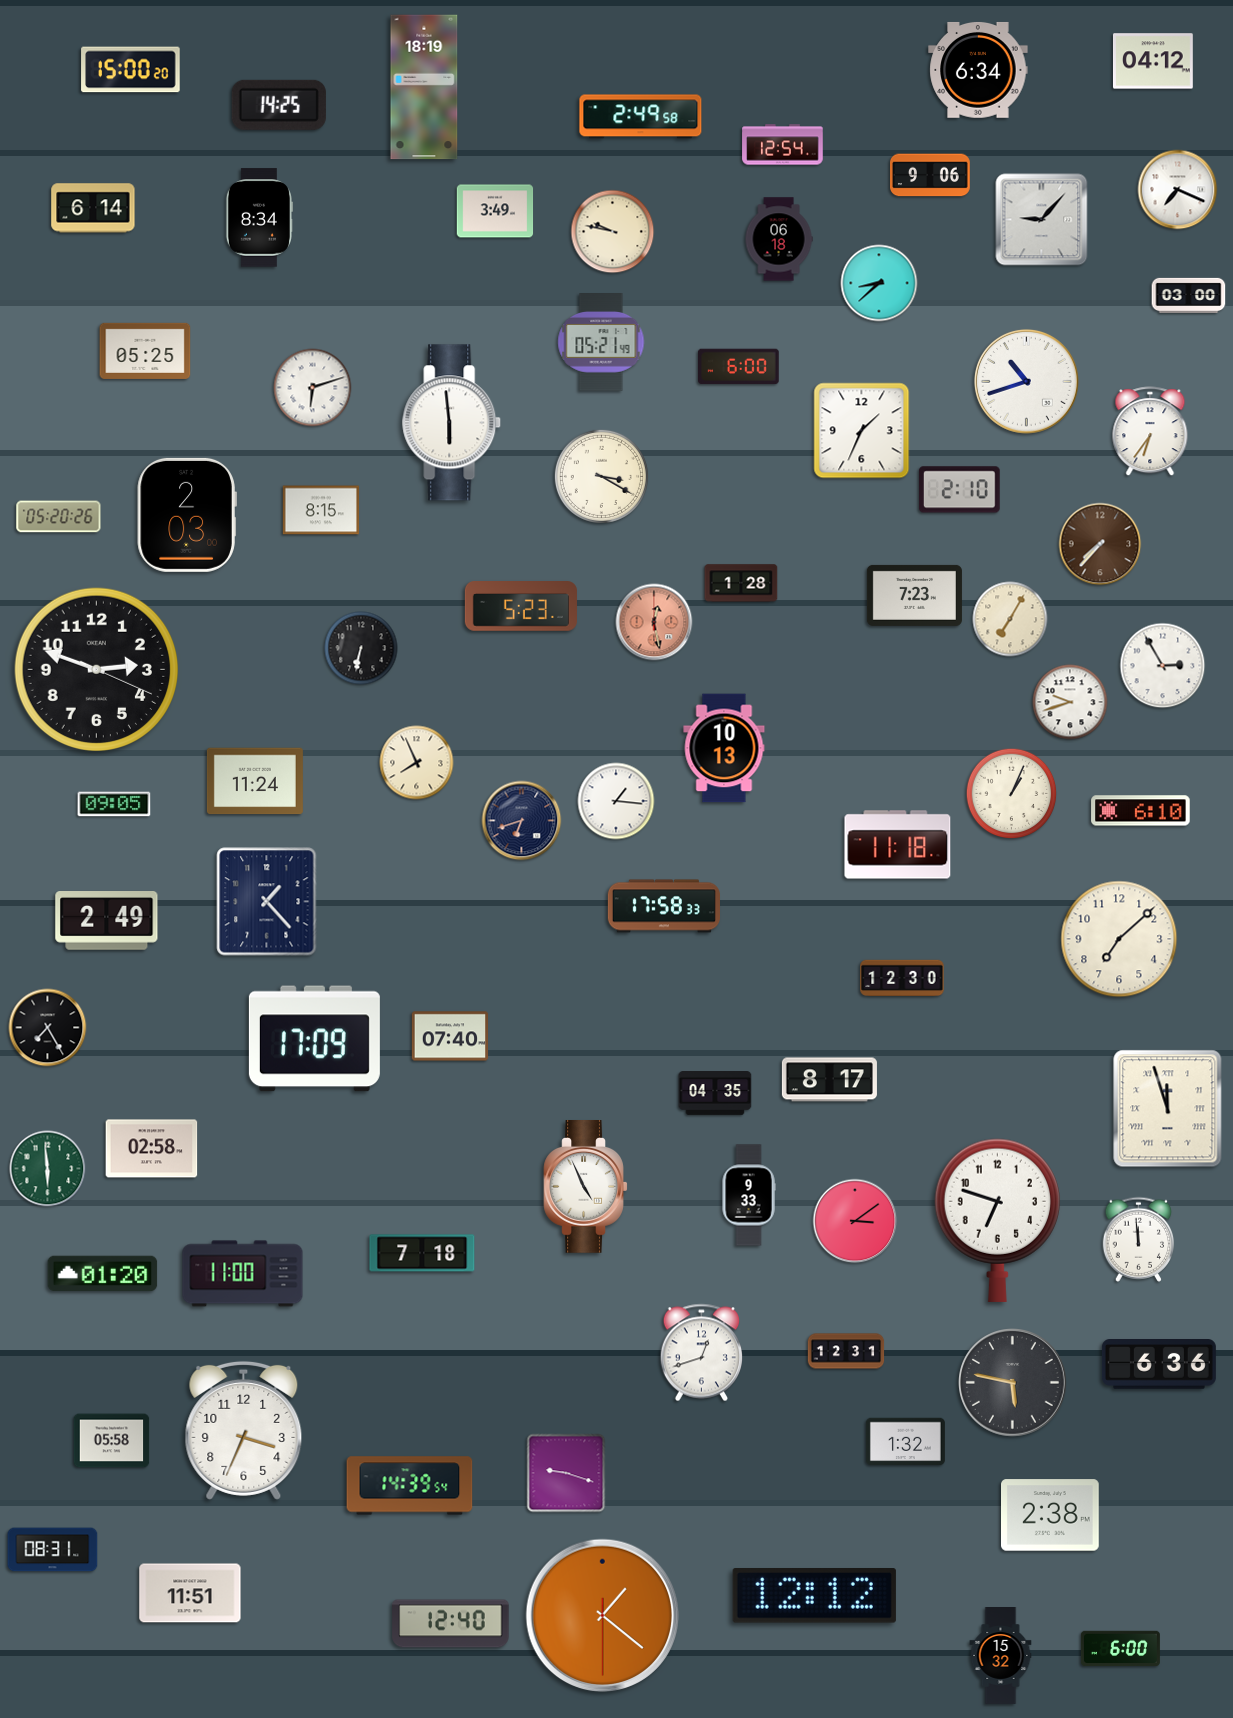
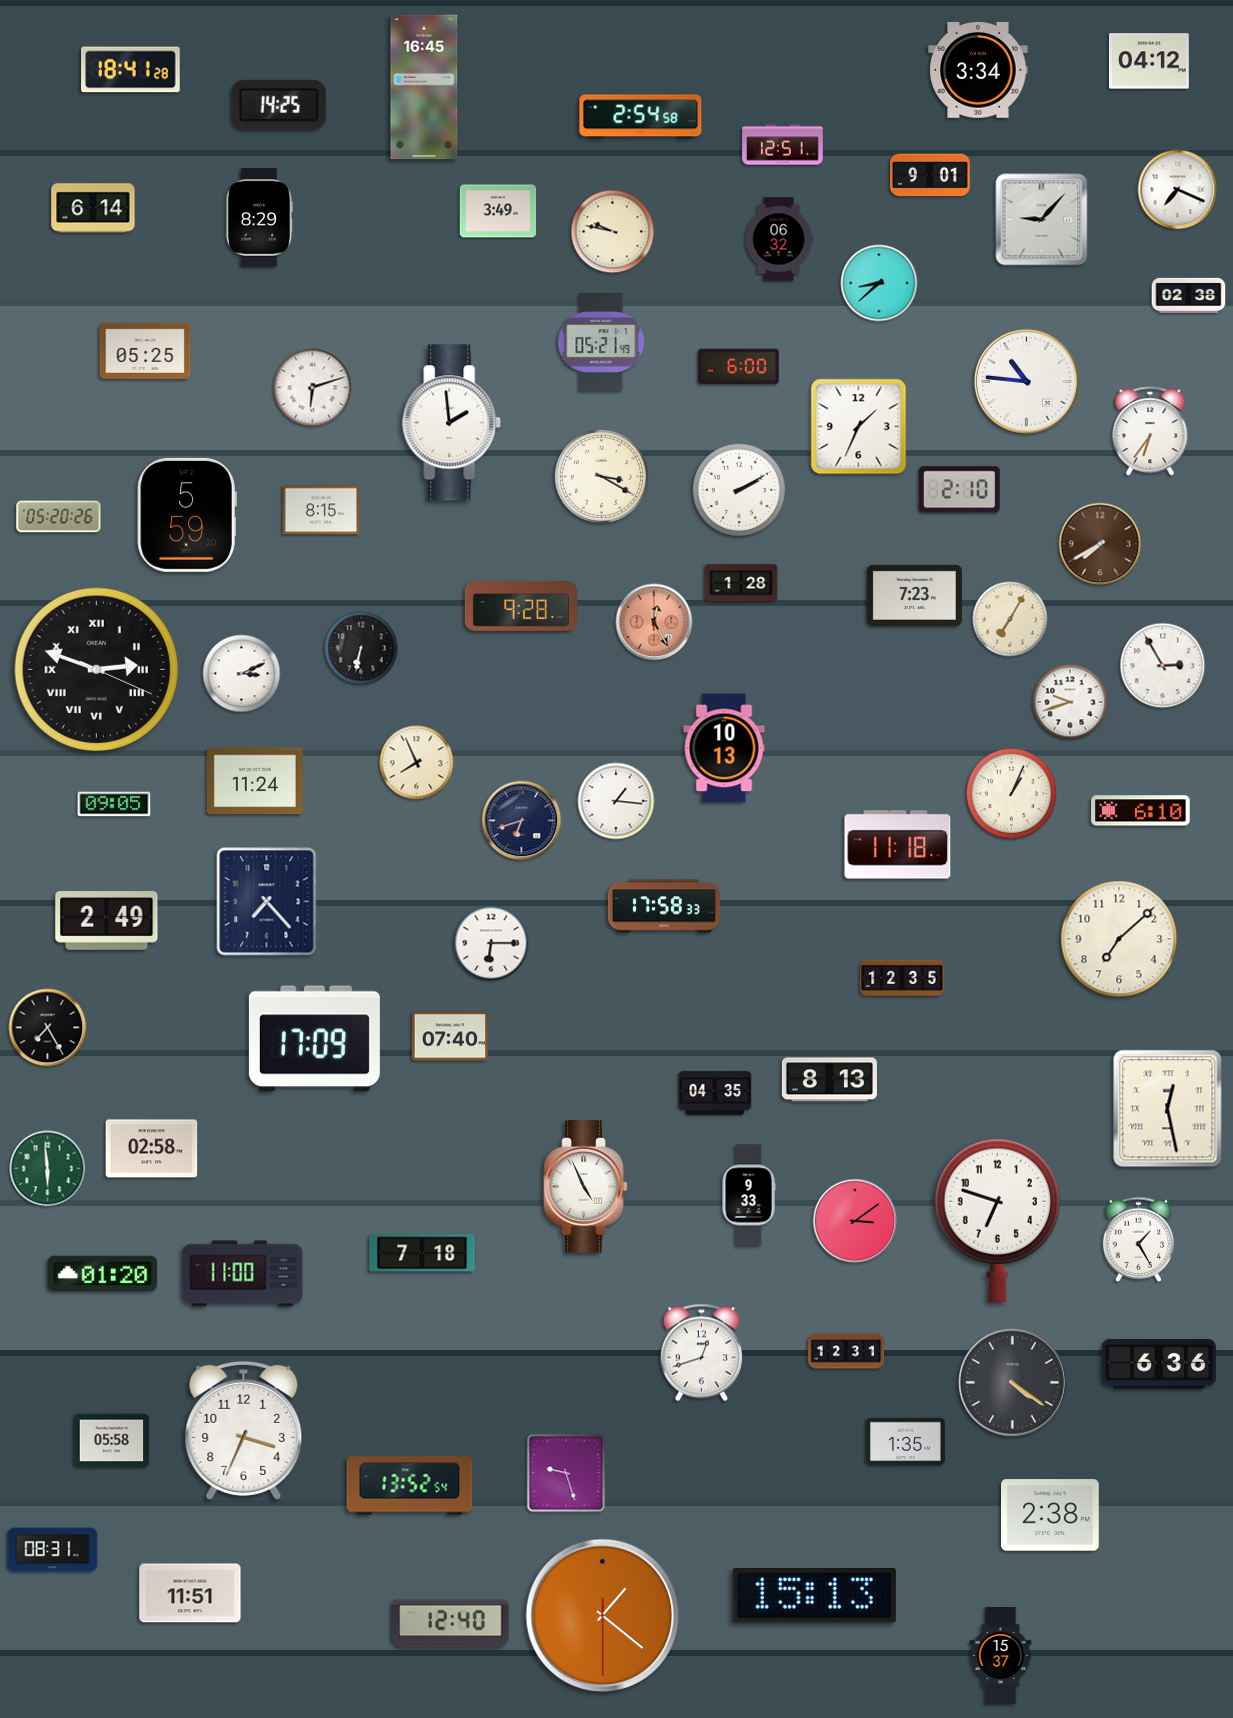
clock at (1153, 61) position: (1153, 61) -> (1149, 61)
clock at (131, 70): 15:00 -> 18:41
clock at (978, 70): 6:34 -> 3:34
clock at (424, 87): 18:19 -> 16:45
clock at (641, 117): 2:49 -> 2:54
clock at (783, 145): 12:54 -> 12:51
clock at (931, 175): 9:06 -> 9:01
clock at (495, 211) position: (495, 211) -> (498, 211)
clock at (259, 218): 8:34 -> 8:29
clock at (779, 239): 06:18 -> 06:32
clock at (1189, 295): 03:00 -> 02:38
clock at (1026, 381): 10:42 -> 10:46
clock at (452, 423): 5:59 -> 1:59
clock at (862, 431) position: (862, 431) -> (859, 427)
clock at (739, 490): none -> 2:10
clock at (187, 515): 2:03 -> 5:59
clock at (1100, 544): 7:37 -> 7:40
clock at (521, 606): 5:23 -> 9:28
clock at (654, 622): 12:28 -> 12:25
clock at (97, 670) numerals: Arabic -> Roman
clock at (242, 674): none -> 3:11
clock at (267, 902): 1:23 -> 7:23
clock at (491, 943): none -> 6:15
clock at (902, 978): 12:30 -> 12:35
clock at (829, 1080): 8:17 -> 8:13
clock at (1168, 1109): 11:57 -> 12:28
clock at (1139, 1239): 11:59 -> 1:25
clock at (1013, 1383): 5:47 -> 4:21
clock at (905, 1442): 1:32 -> 1:35
clock at (566, 1473): 9:18 -> 9:27
clock at (410, 1486): 14:39 -> 13:52
clock at (814, 1596): 12:12 -> 15:13
clock at (1120, 1649): 6:00 -> none
clock at (1001, 1656): 15:32 -> 15:37
